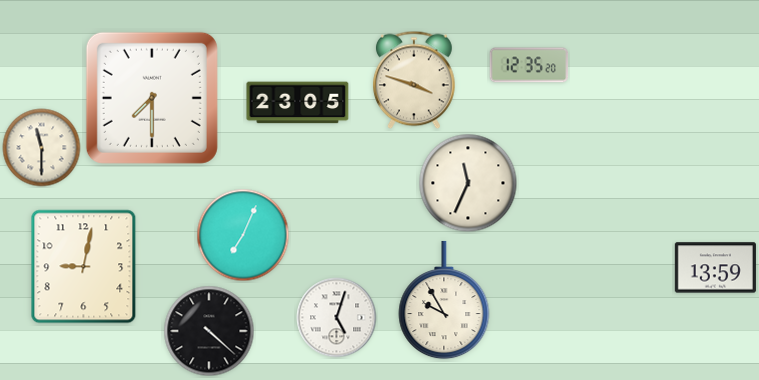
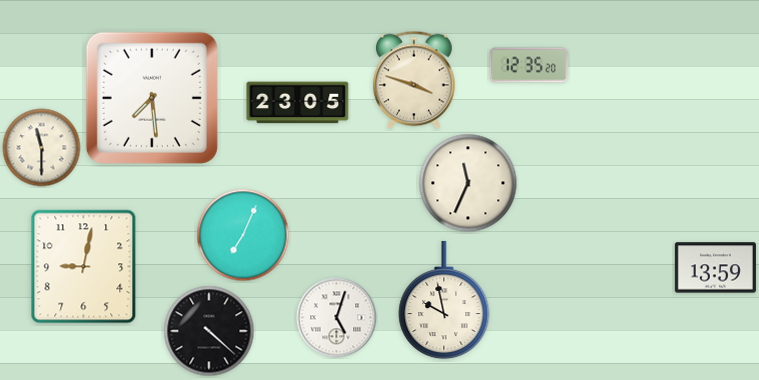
clock at (152, 98): 7:30 -> 7:29
clock at (444, 300): 9:55 -> 9:58
